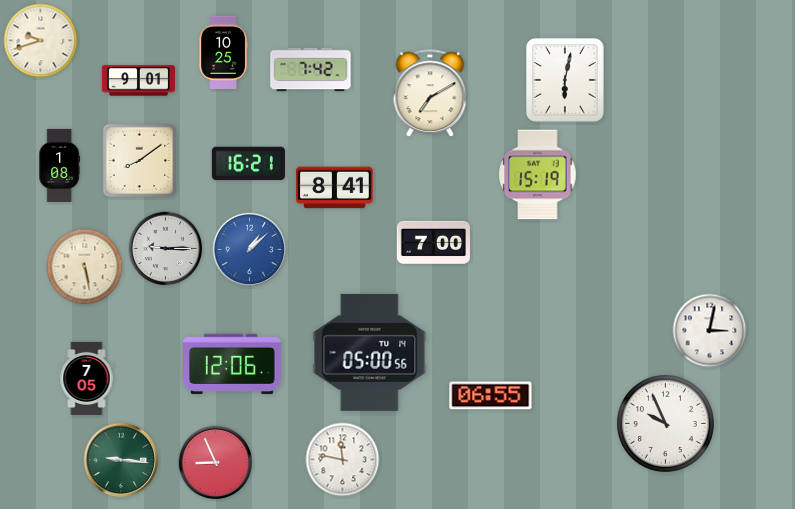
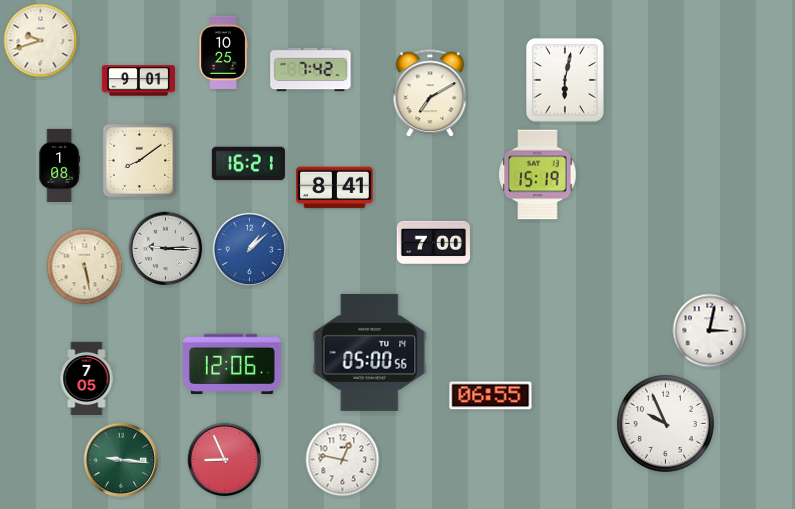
clock at (343, 460): 11:47 -> 12:47
clock at (216, 463) position: (216, 463) -> (225, 460)
